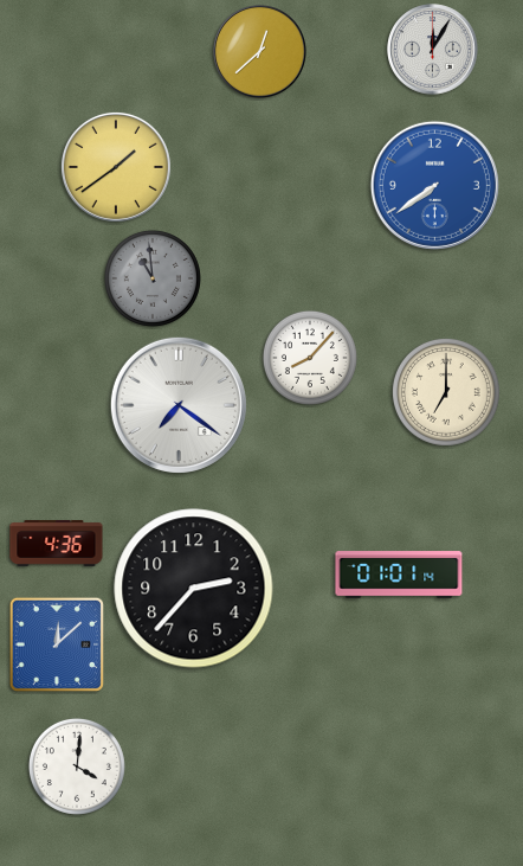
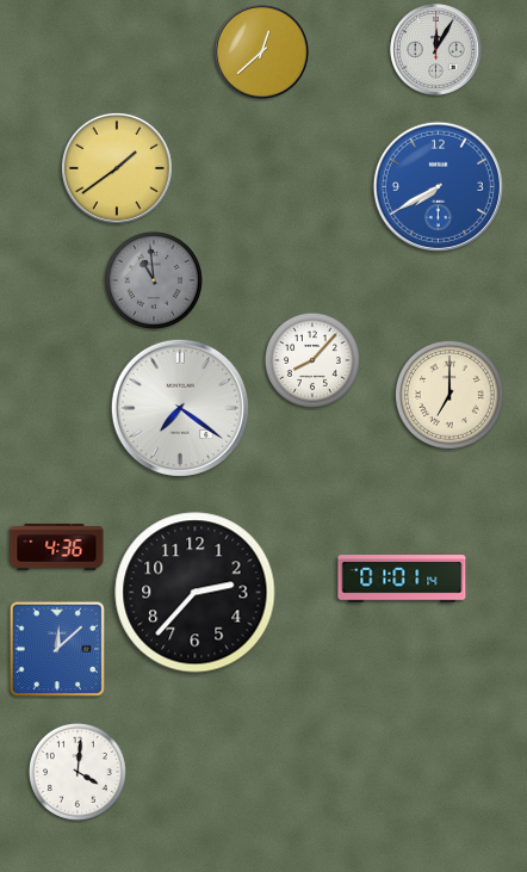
clock at (434, 185): 7:39 -> 7:40
